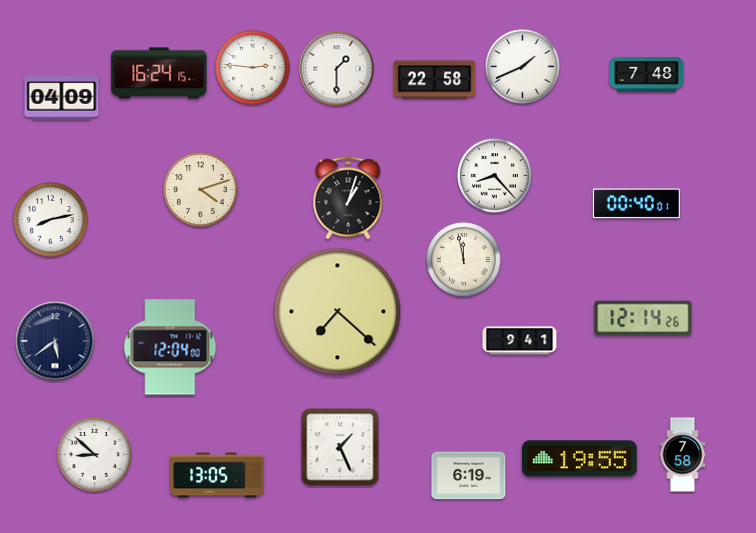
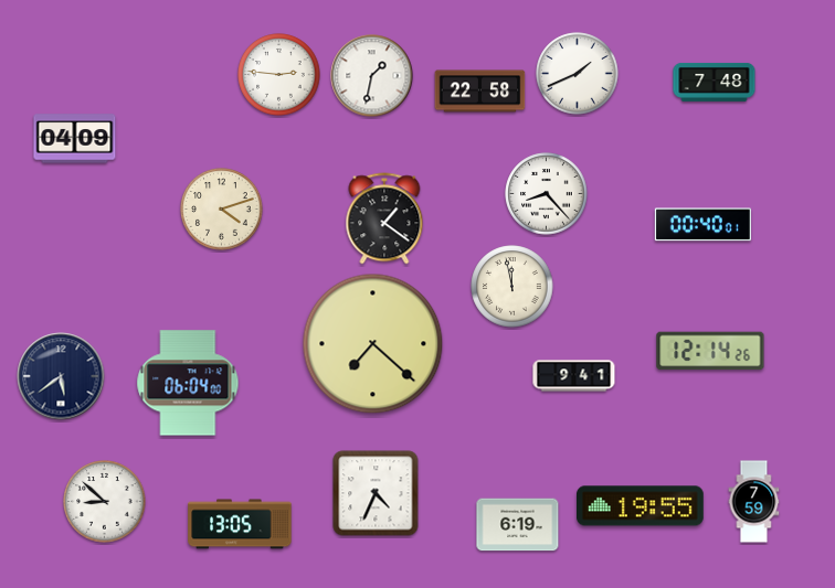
clock at (337, 69): 1:30 -> 1:32
clock at (159, 73): 16:24 -> none
clock at (435, 80) position: (435, 80) -> (480, 92)
clock at (62, 98) position: (62, 98) -> (75, 139)
clock at (348, 198): 1:03 -> 1:21
clock at (51, 220): 8:13 -> none
clock at (170, 347): 12:04 -> 06:04
clock at (340, 447): 1:26 -> 4:34
clock at (683, 455): 7:58 -> 7:59
